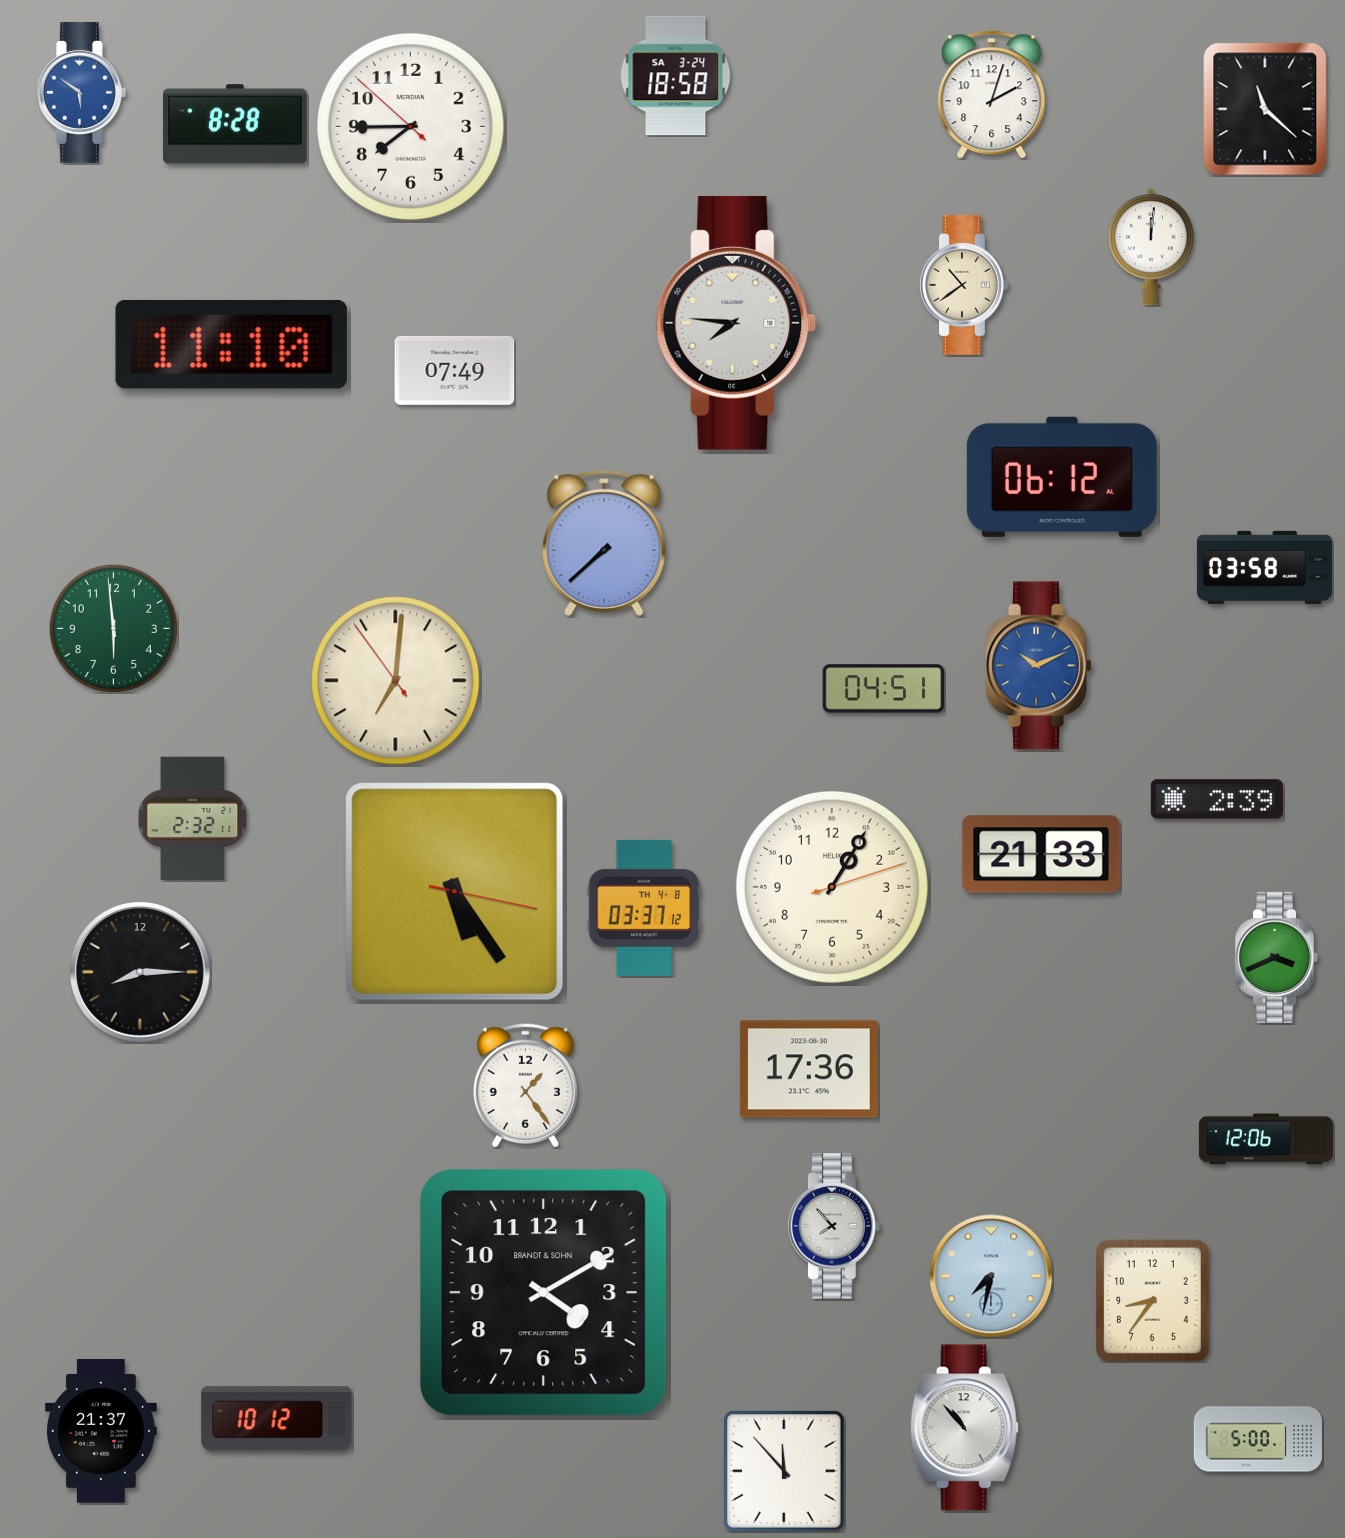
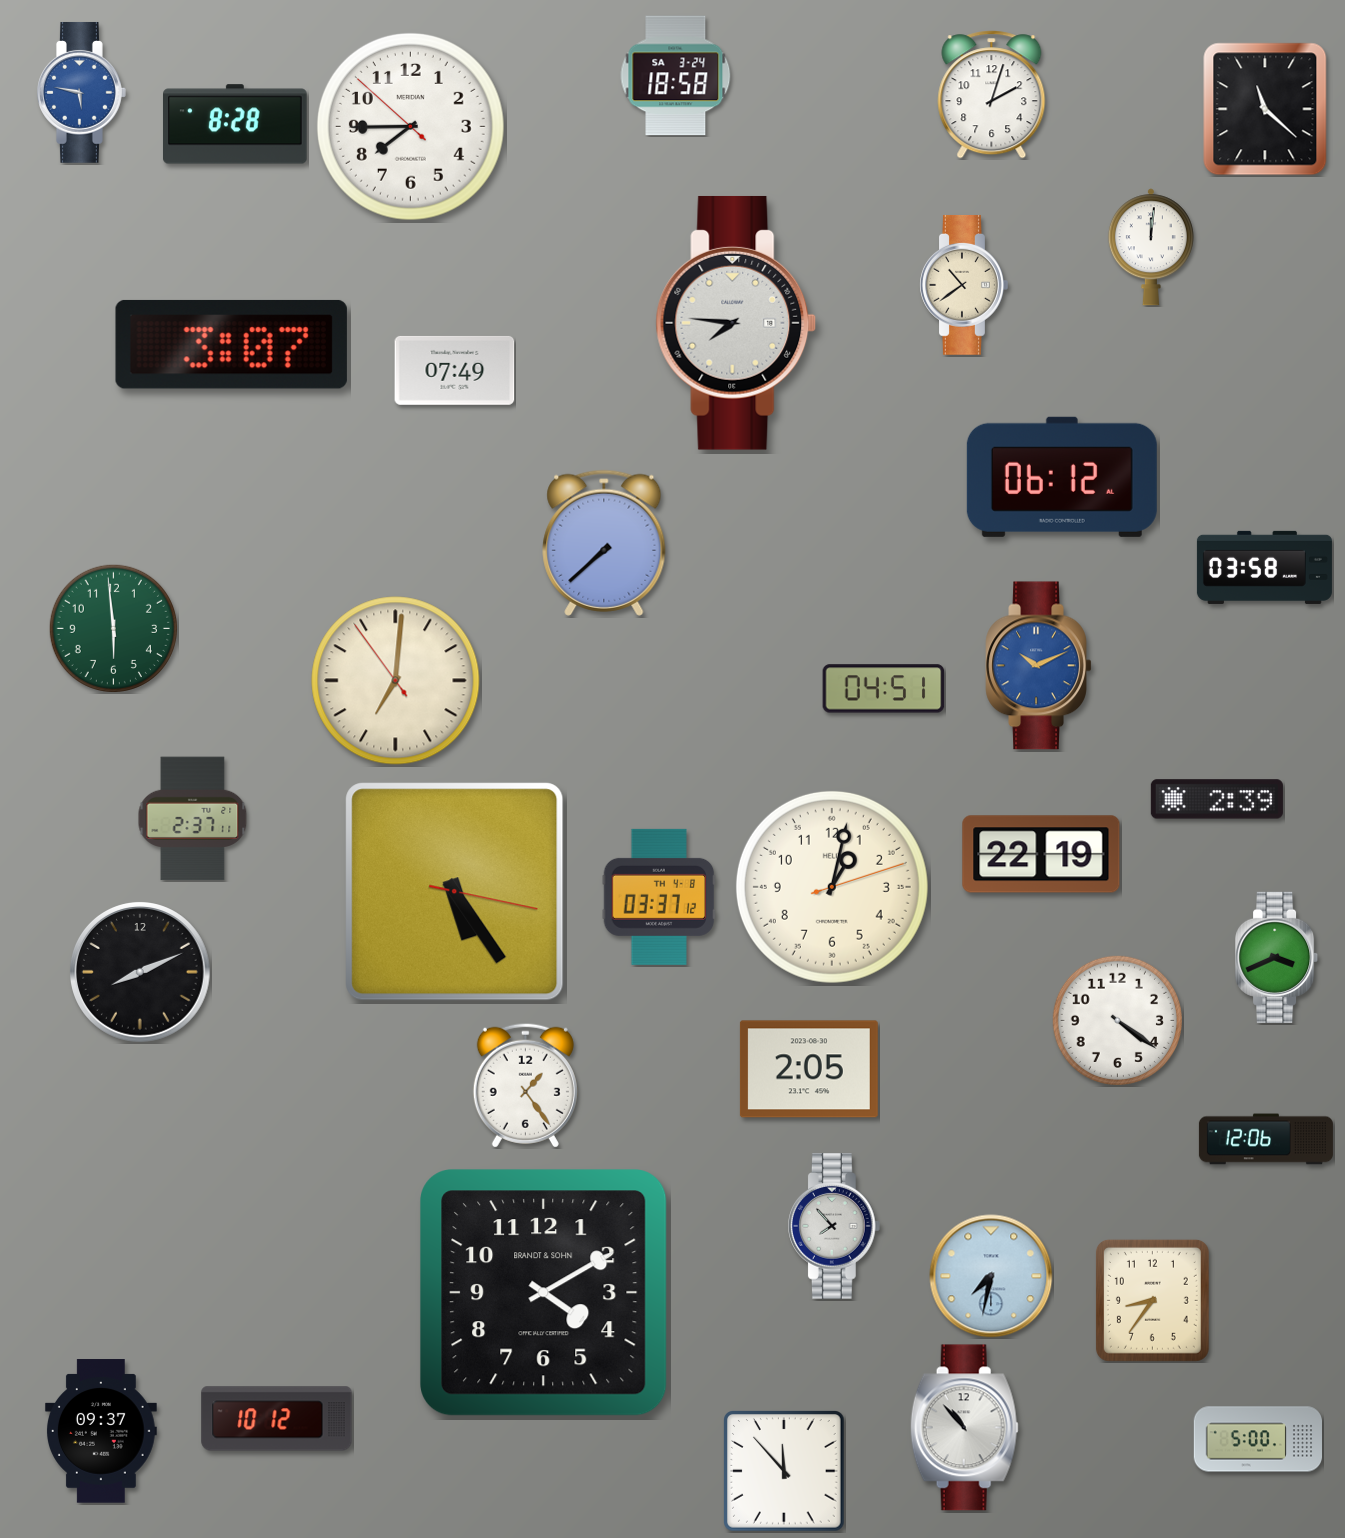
clock at (82, 92): 5:51 -> 5:47
clock at (231, 344): 11:10 -> 3:07
clock at (193, 819): 2:32 -> 2:37
clock at (1041, 854): 21:33 -> 22:19
clock at (832, 887): 1:05 -> 1:02
clock at (644, 908) position: (644, 908) -> (659, 897)
clock at (140, 972): 8:15 -> 8:11
clock at (1117, 1020): none -> 4:21
clock at (809, 1069): 17:36 -> 2:05
clock at (101, 1431): 21:37 -> 09:37
